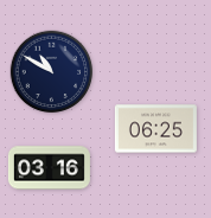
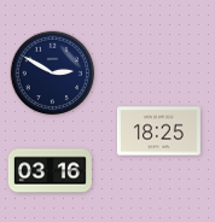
clock at (52, 72): 10:50 -> 2:50
clock at (155, 129): 06:25 -> 18:25
